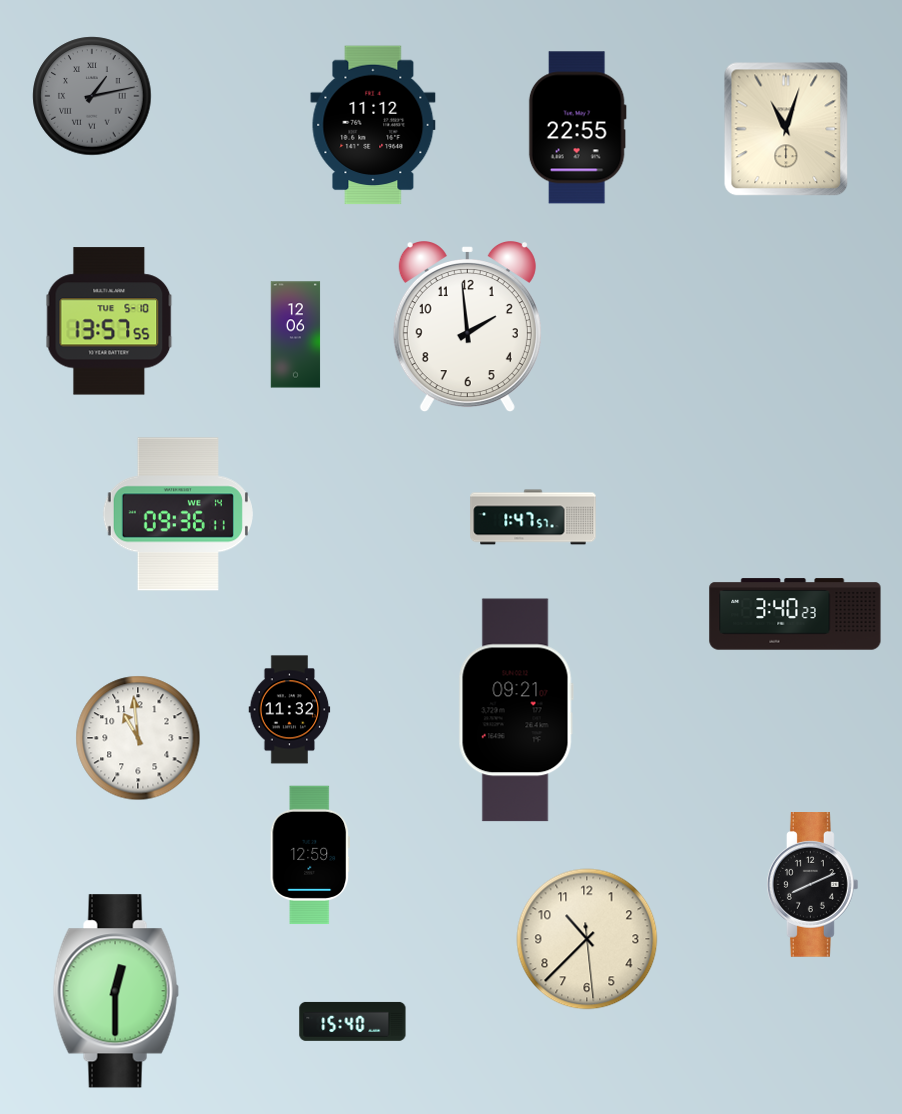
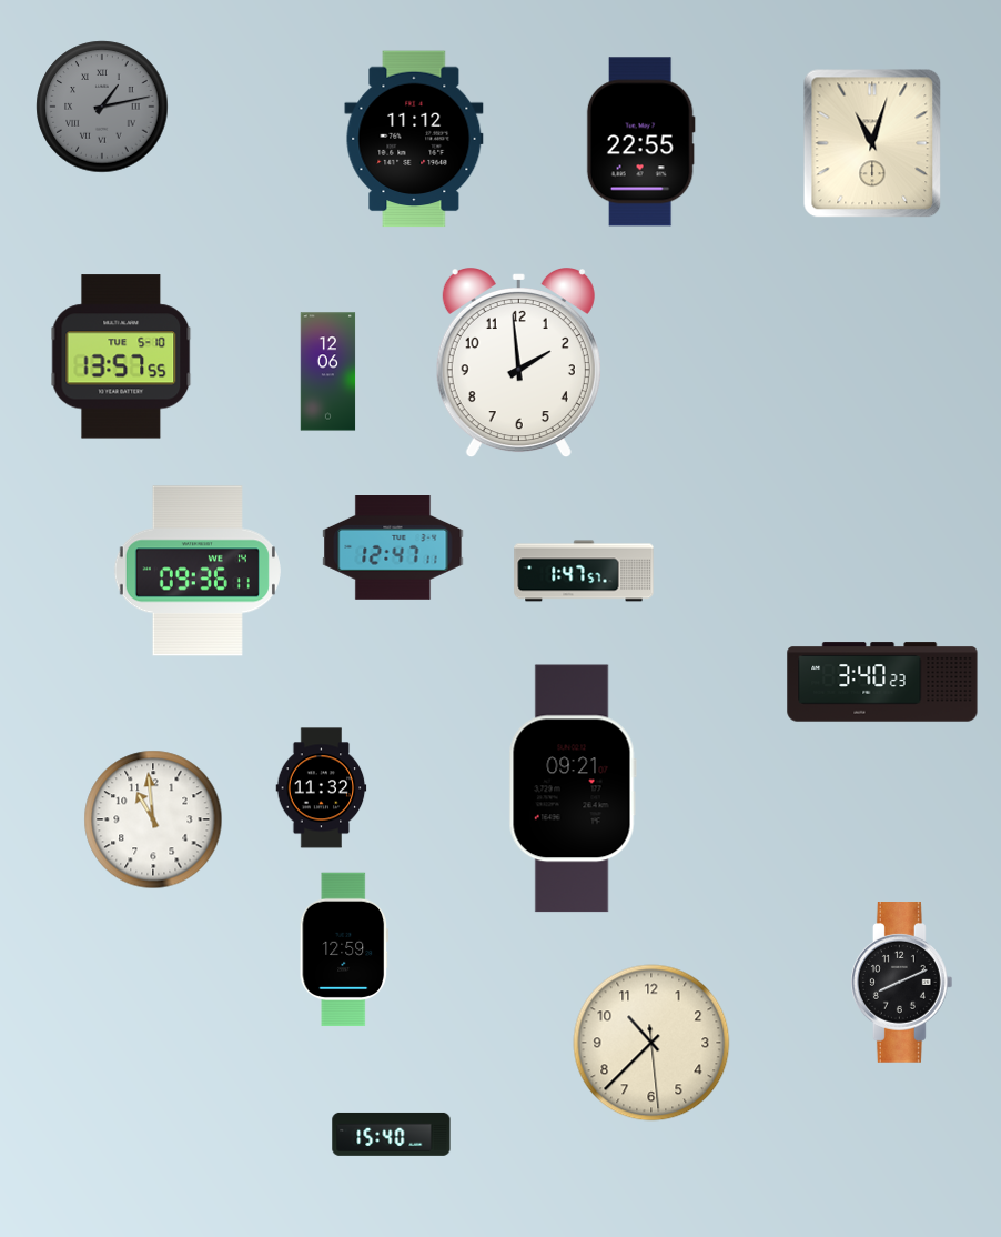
clock at (393, 549): none -> 12:47
clock at (533, 517) position: (533, 517) -> (584, 571)
clock at (116, 991): 12:30 -> none
